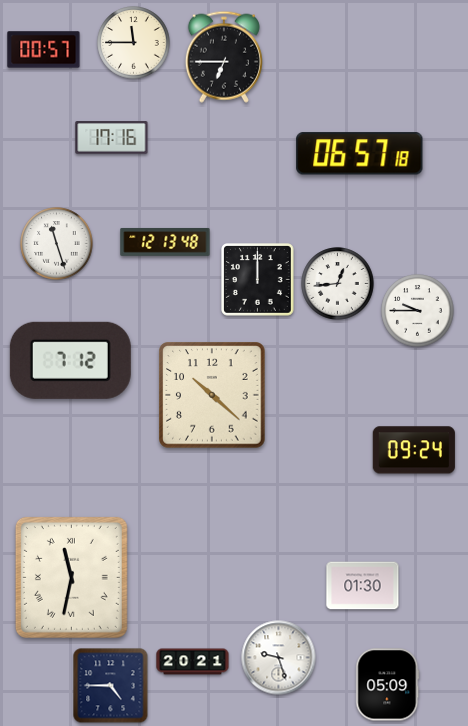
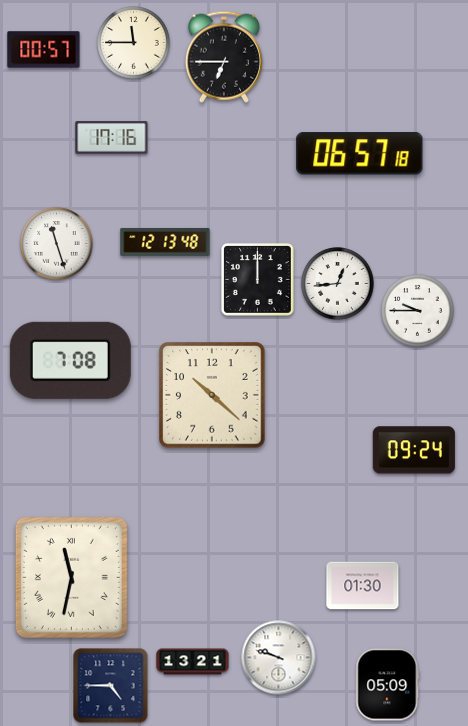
clock at (70, 360): 7:12 -> 7:08
clock at (279, 658): 9:27 -> 9:48
clock at (193, 662): 20:21 -> 13:21
